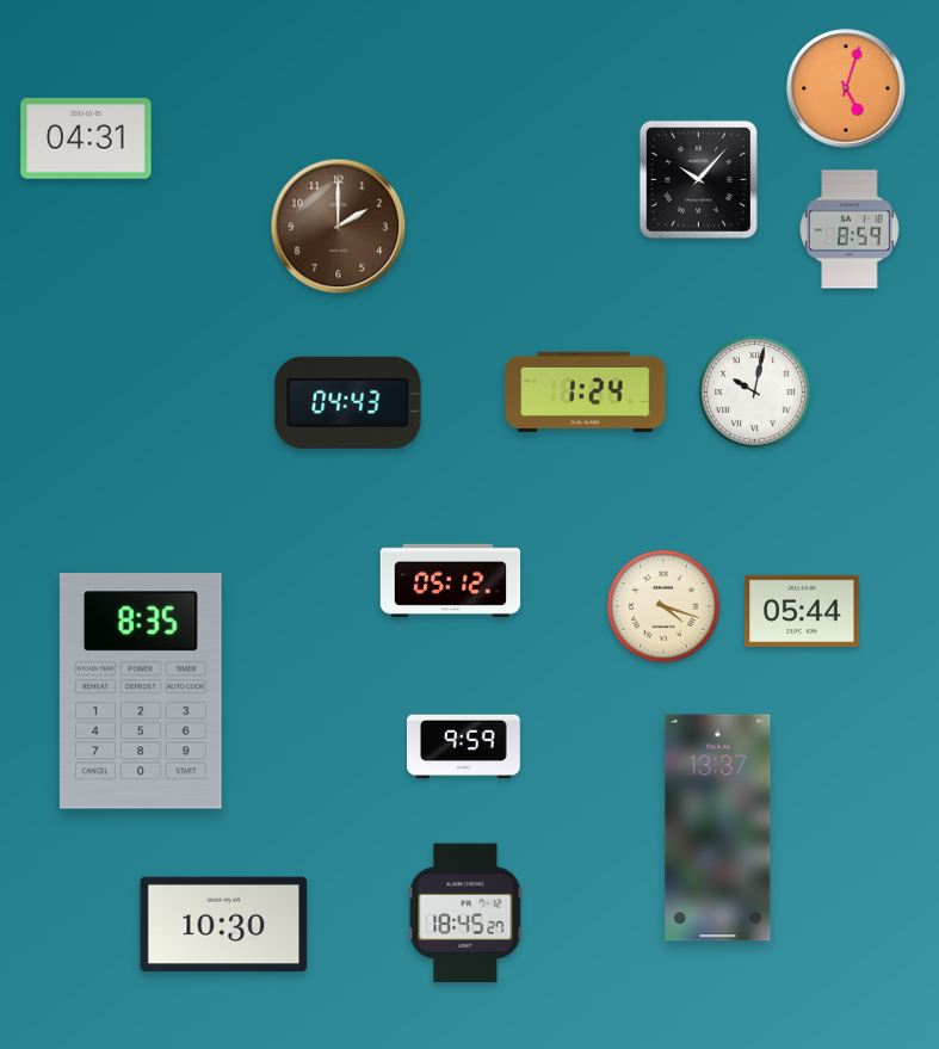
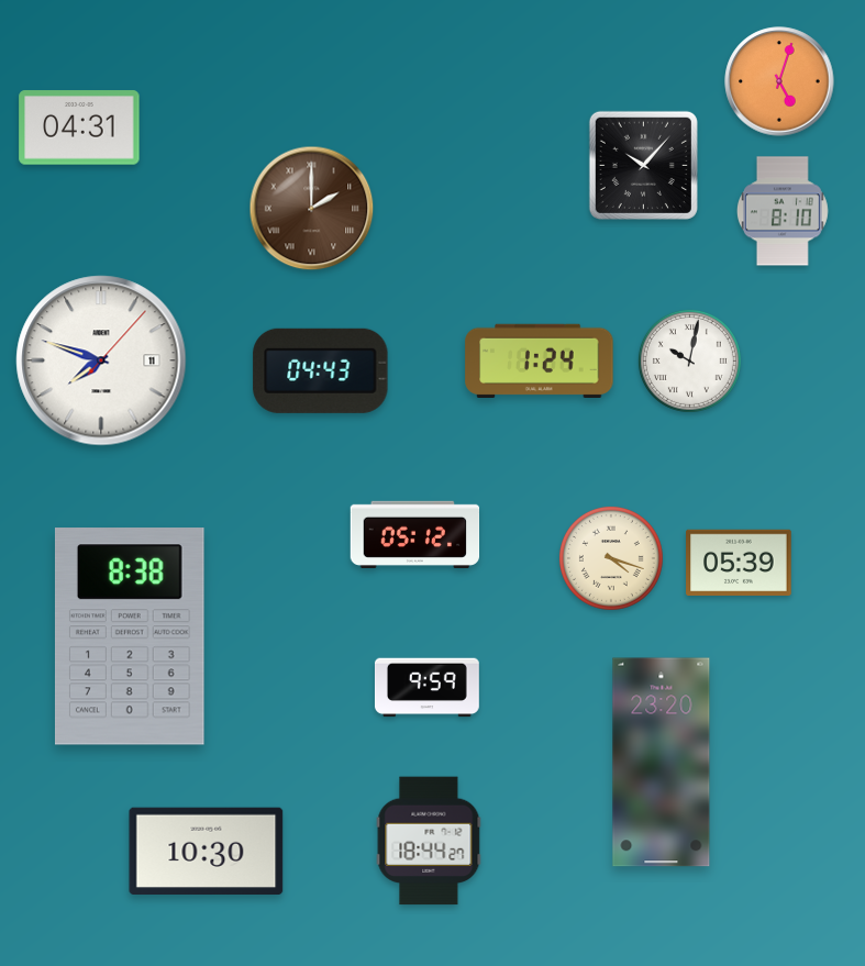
clock at (339, 227) numerals: Arabic -> Roman
clock at (850, 229): 8:59 -> 8:10
clock at (101, 360): none -> 7:48
clock at (754, 391) position: (754, 391) -> (689, 360)
clock at (802, 610): 05:44 -> 05:39
clock at (141, 691): 8:35 -> 8:38
clock at (718, 828): 13:37 -> 23:20
clock at (465, 913): 18:45 -> 18:44
